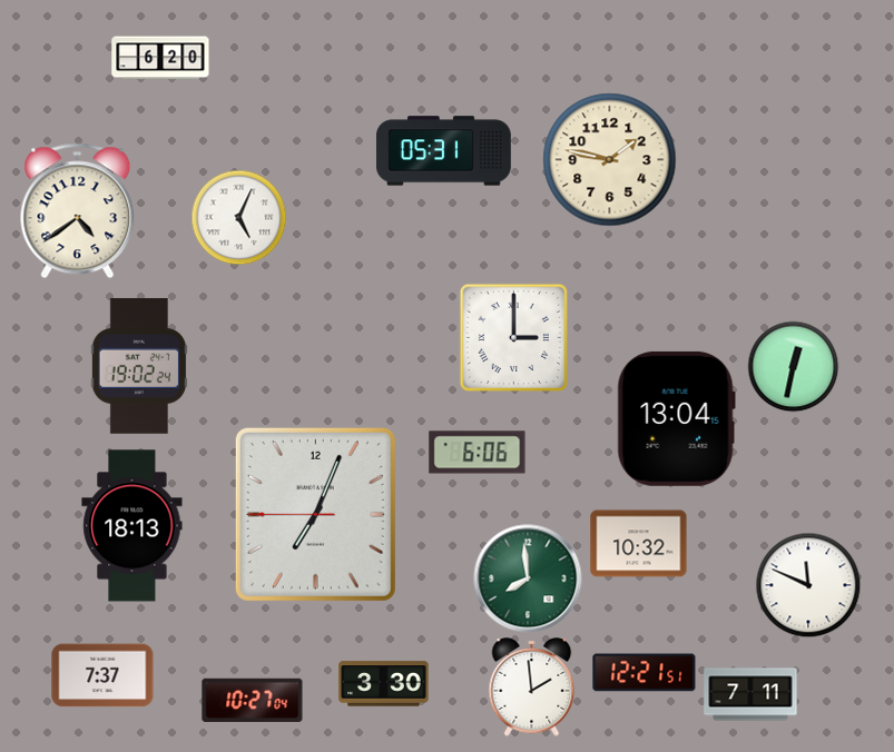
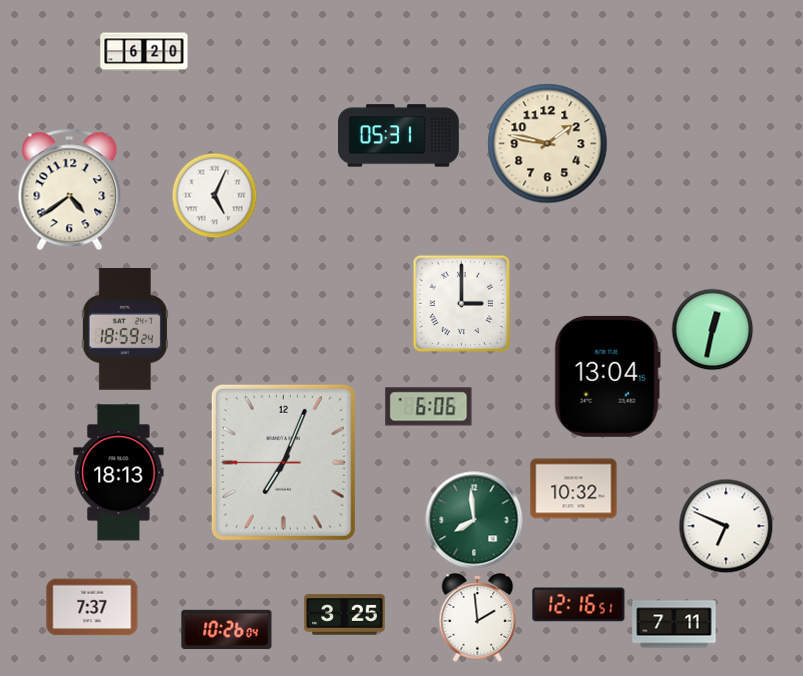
clock at (139, 366): 19:02 -> 18:59
clock at (808, 585): 11:49 -> 6:49
clock at (645, 673): 12:21 -> 12:16
clock at (384, 684): 3:30 -> 3:25
clock at (253, 701): 10:27 -> 10:26
